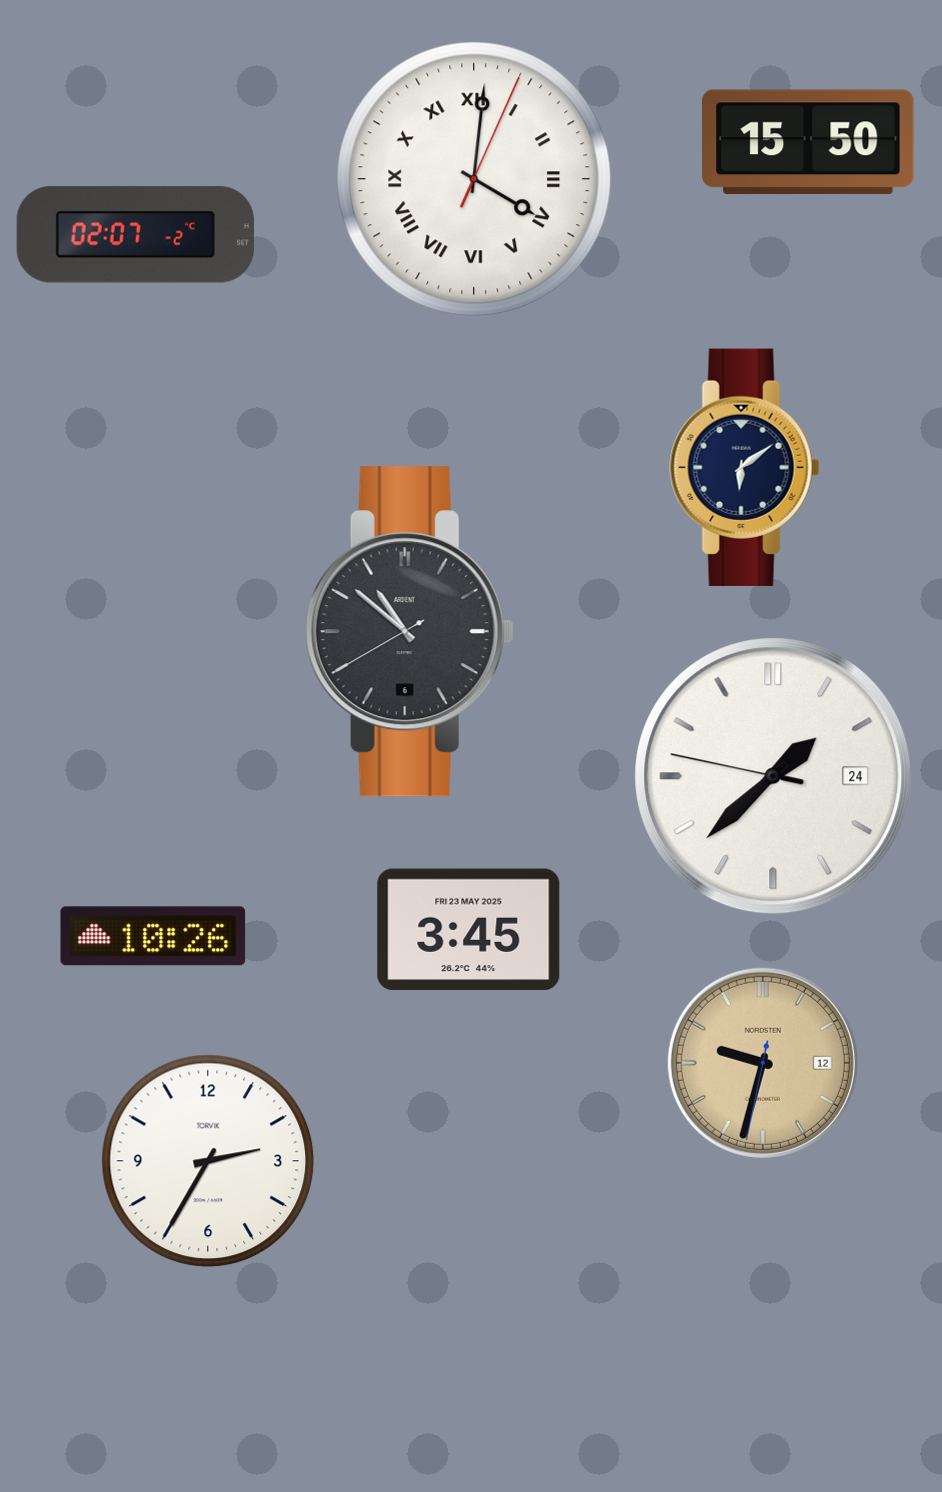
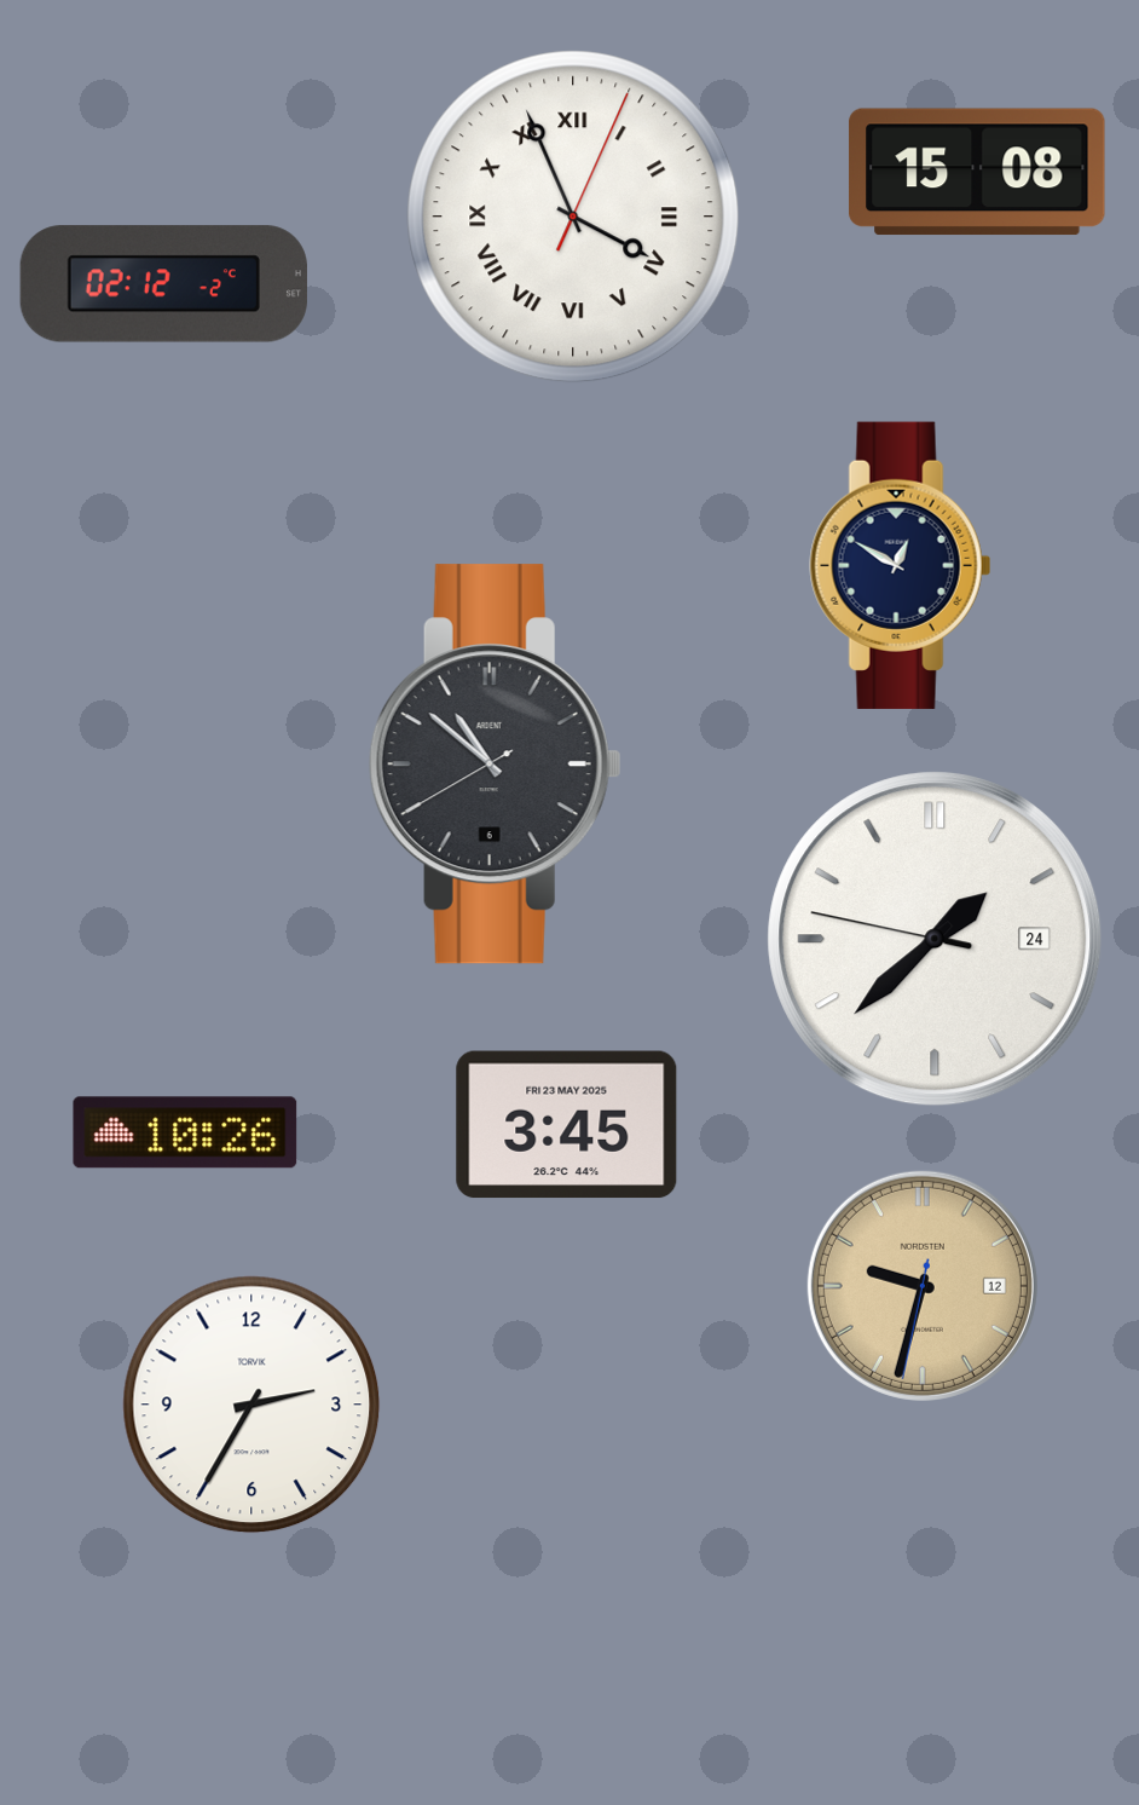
clock at (808, 142): 15:50 -> 15:08
clock at (474, 179): 4:01 -> 3:56
clock at (135, 235): 02:07 -> 02:12
clock at (745, 467): 6:09 -> 12:50
